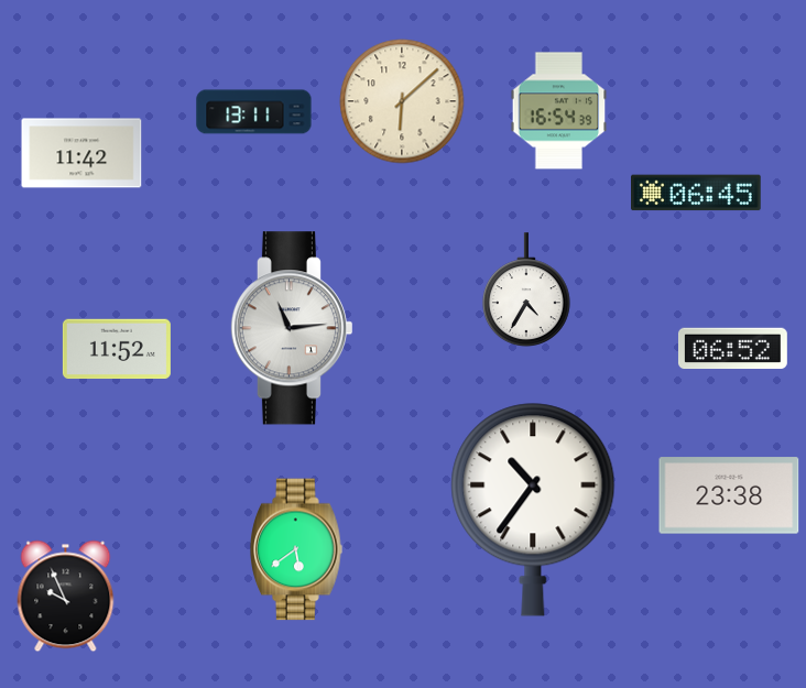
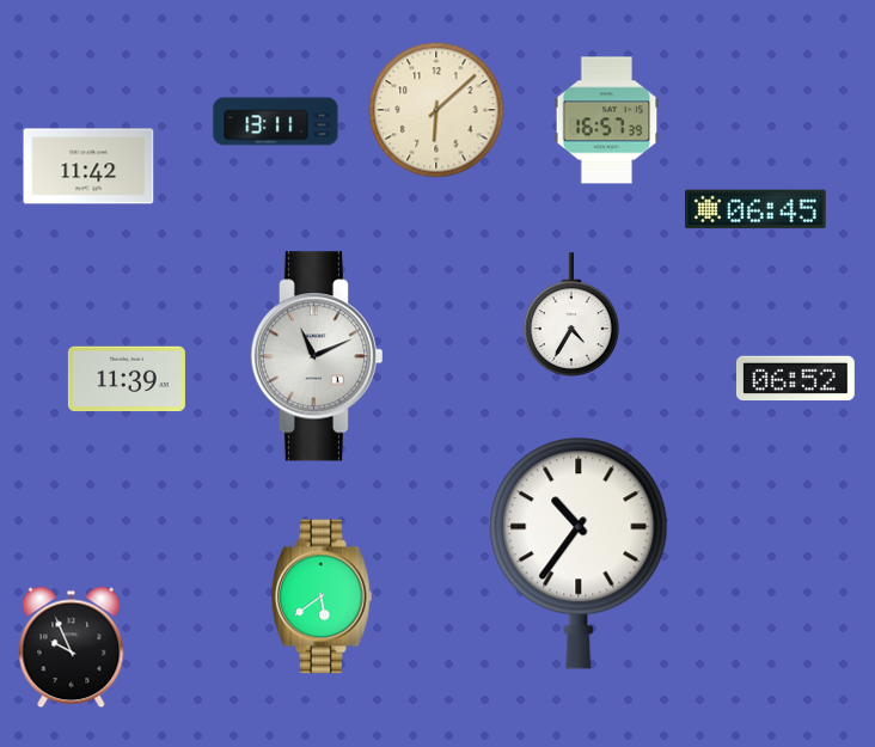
clock at (559, 111): 16:54 -> 16:57
clock at (291, 328): 11:14 -> 11:11
clock at (117, 349): 11:52 -> 11:39
clock at (729, 495): 23:38 -> none
